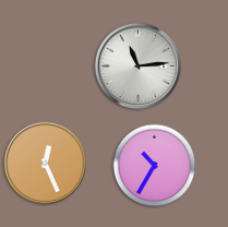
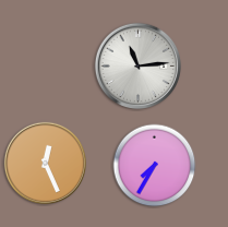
clock at (155, 166): 10:35 -> 7:35
